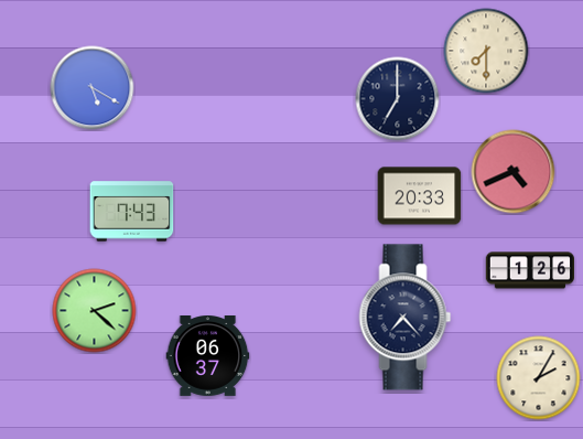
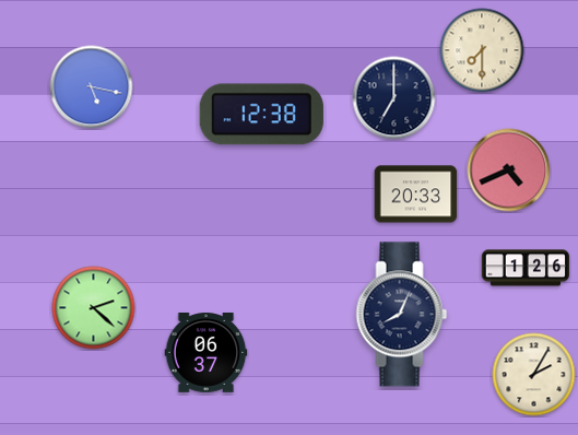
clock at (93, 88): 5:20 -> 5:17
clock at (261, 115): none -> 12:38
clock at (132, 212): 7:43 -> none
clock at (406, 318): 7:23 -> 8:04
